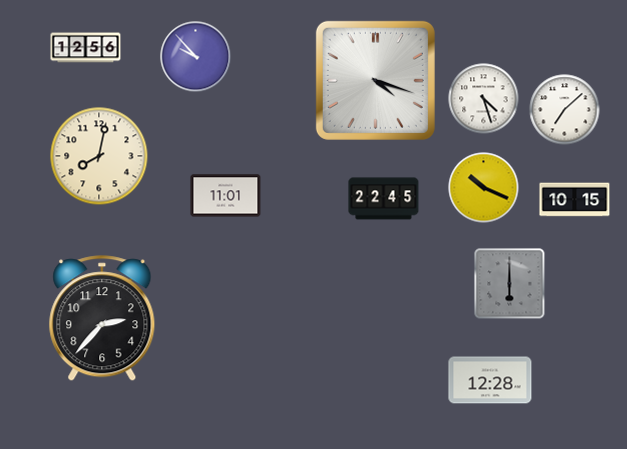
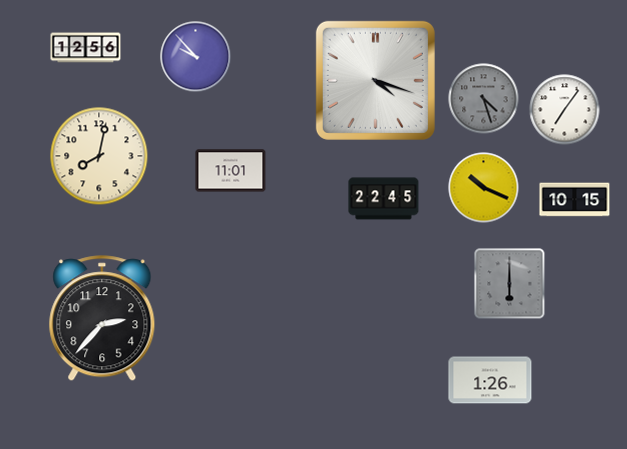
clock at (484, 99) dial: white -> grey
clock at (565, 110): 7:08 -> 7:06
clock at (226, 196) position: (226, 196) -> (231, 171)
clock at (490, 380): 12:28 -> 1:26
